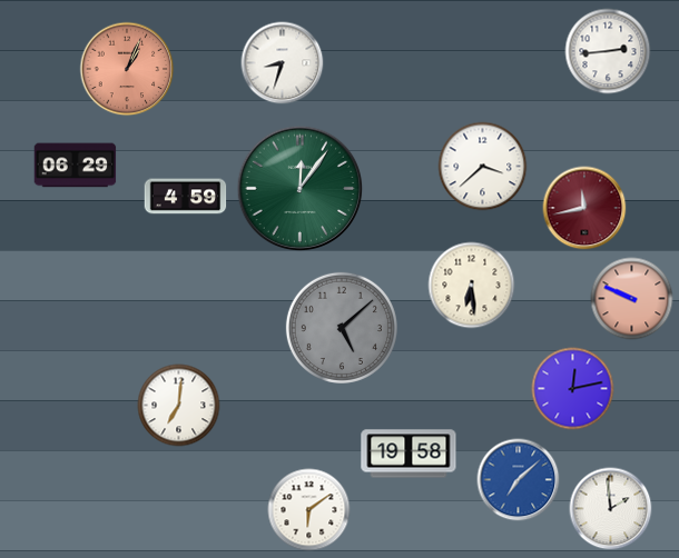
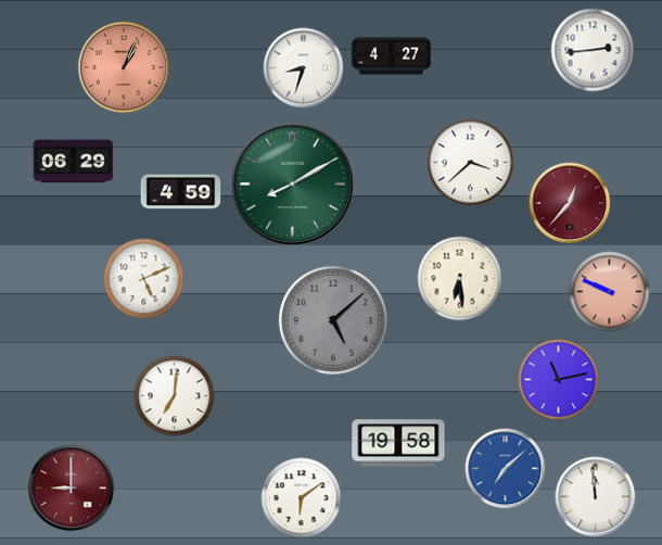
clock at (392, 56): none -> 4:27
clock at (283, 63) position: (283, 63) -> (304, 68)
clock at (301, 189): 12:06 -> 8:10
clock at (584, 208): 11:43 -> 12:37
clock at (144, 279): none -> 5:11
clock at (632, 299) position: (632, 299) -> (610, 292)
clock at (573, 389): 12:13 -> 11:13
clock at (72, 489): none -> 9:00
clock at (611, 509): 1:59 -> 11:59
